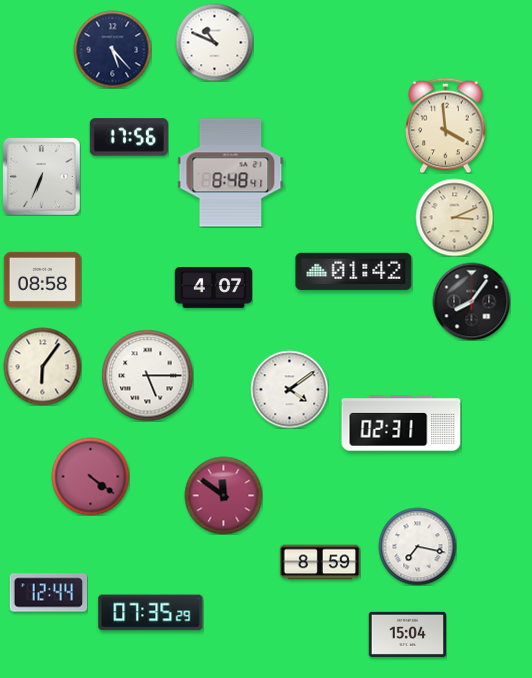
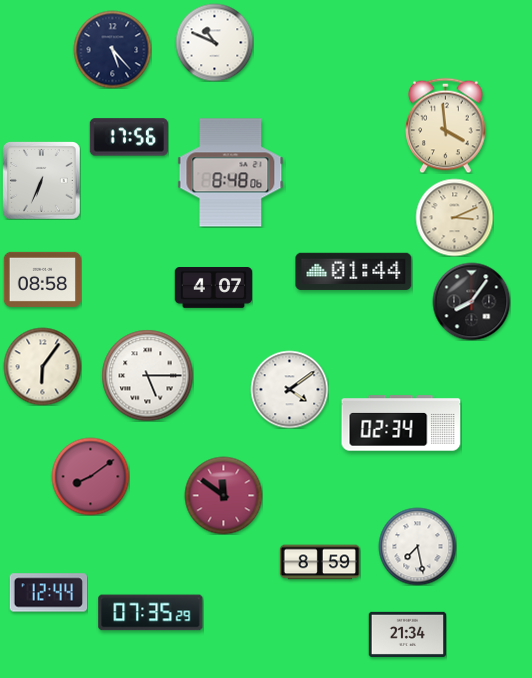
clock at (231, 173): 8:48:41 -> 8:48:06
clock at (41, 176) position: (41, 176) -> (41, 180)
clock at (354, 271): 01:42 -> 01:44
clock at (401, 423): 02:31 -> 02:34
clock at (90, 476): 4:21 -> 8:09
clock at (417, 546): 7:17 -> 7:28
clock at (407, 634): 15:04 -> 21:34
